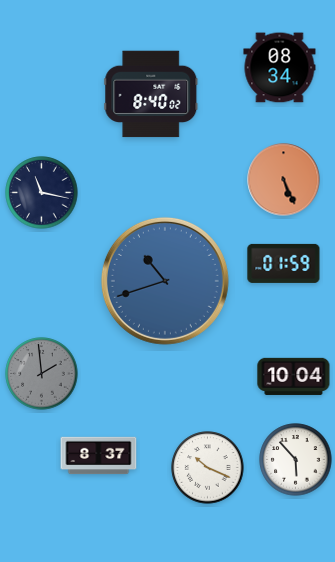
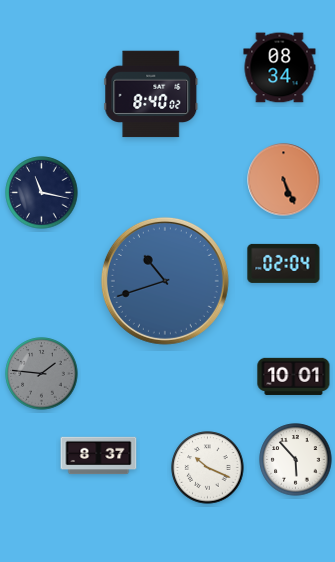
clock at (284, 263): 01:59 -> 02:04
clock at (42, 374): 1:59 -> 1:46
clock at (294, 376): 10:04 -> 10:01
